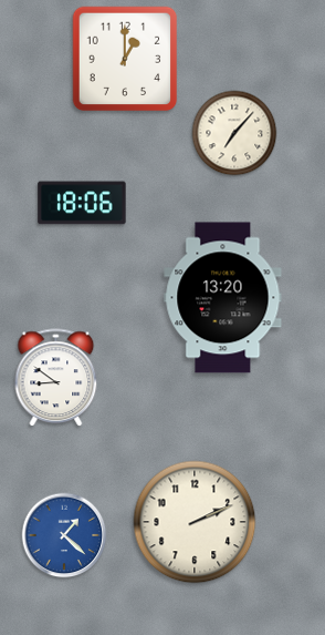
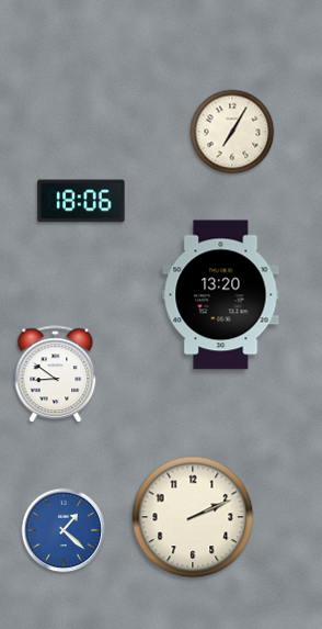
clock at (125, 59): 1:00 -> none
clock at (234, 133): 7:07 -> 7:05
